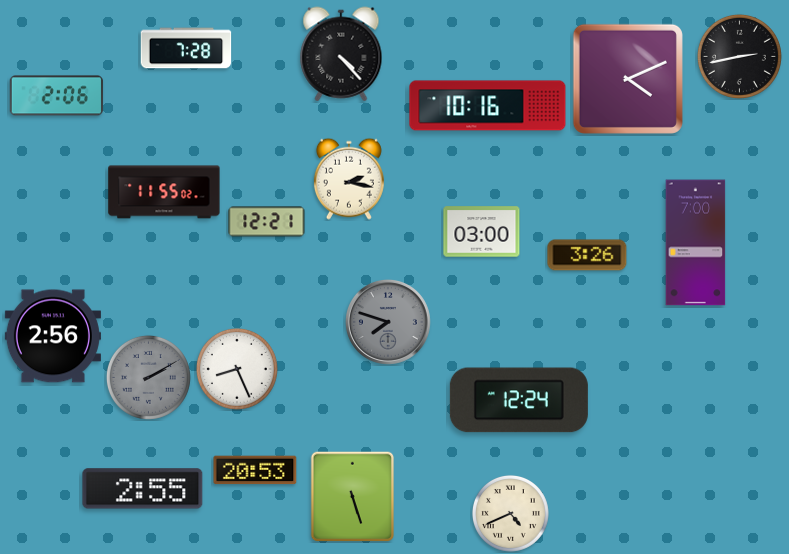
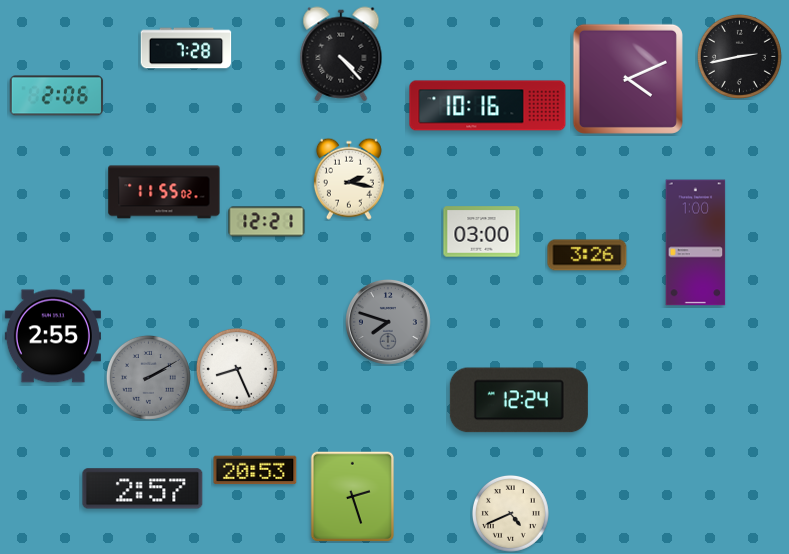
clock at (696, 243): 7:00 -> 1:00
clock at (53, 336): 2:56 -> 2:55
clock at (143, 489): 2:55 -> 2:57
clock at (353, 496): 5:27 -> 2:27
